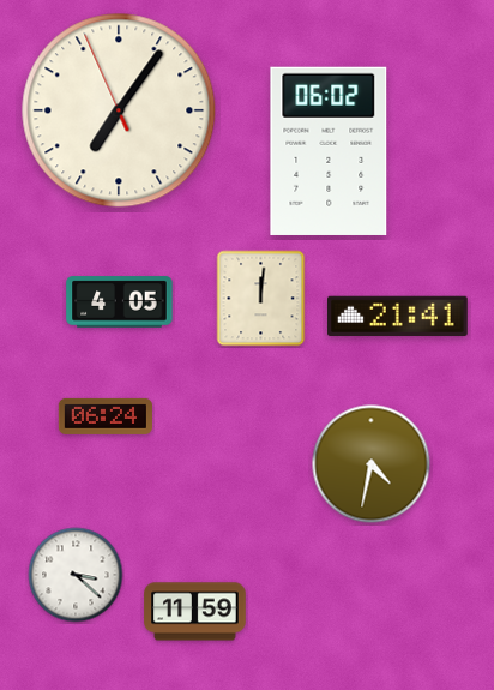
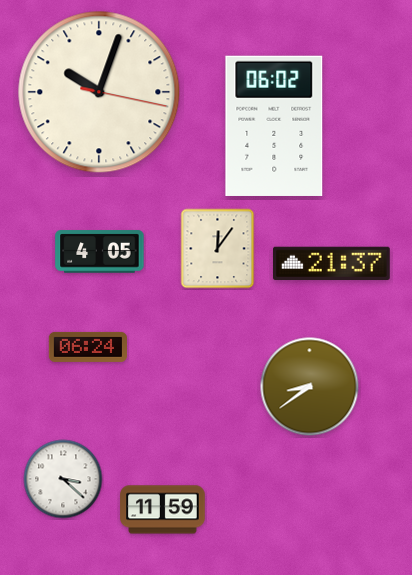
clock at (119, 110): 7:05 -> 10:03
clock at (261, 299): 12:01 -> 12:06
clock at (398, 317): 21:41 -> 21:37
clock at (372, 464): 4:32 -> 8:39
